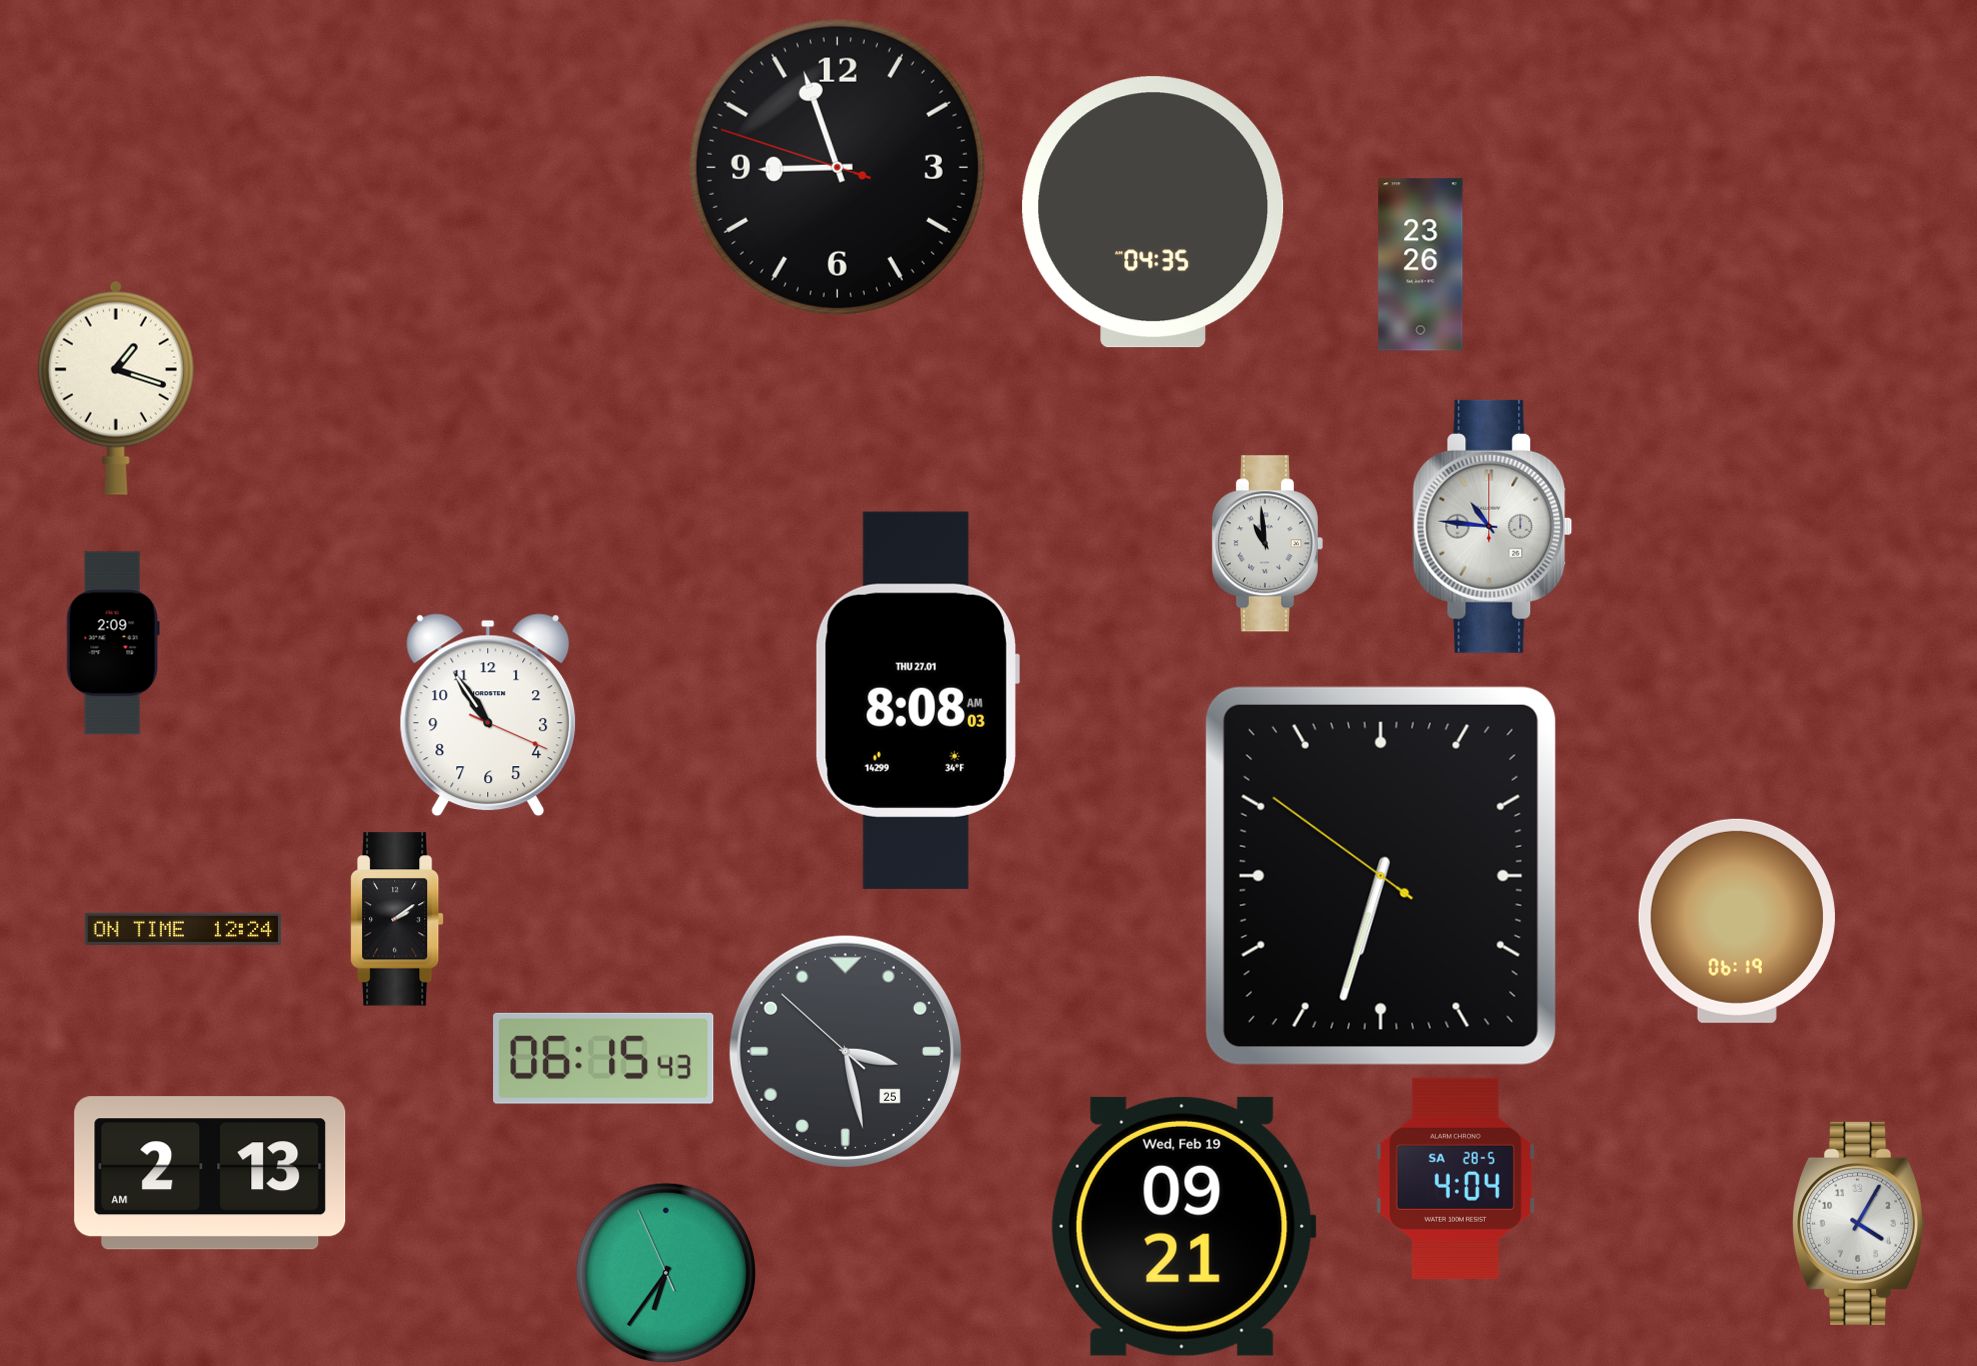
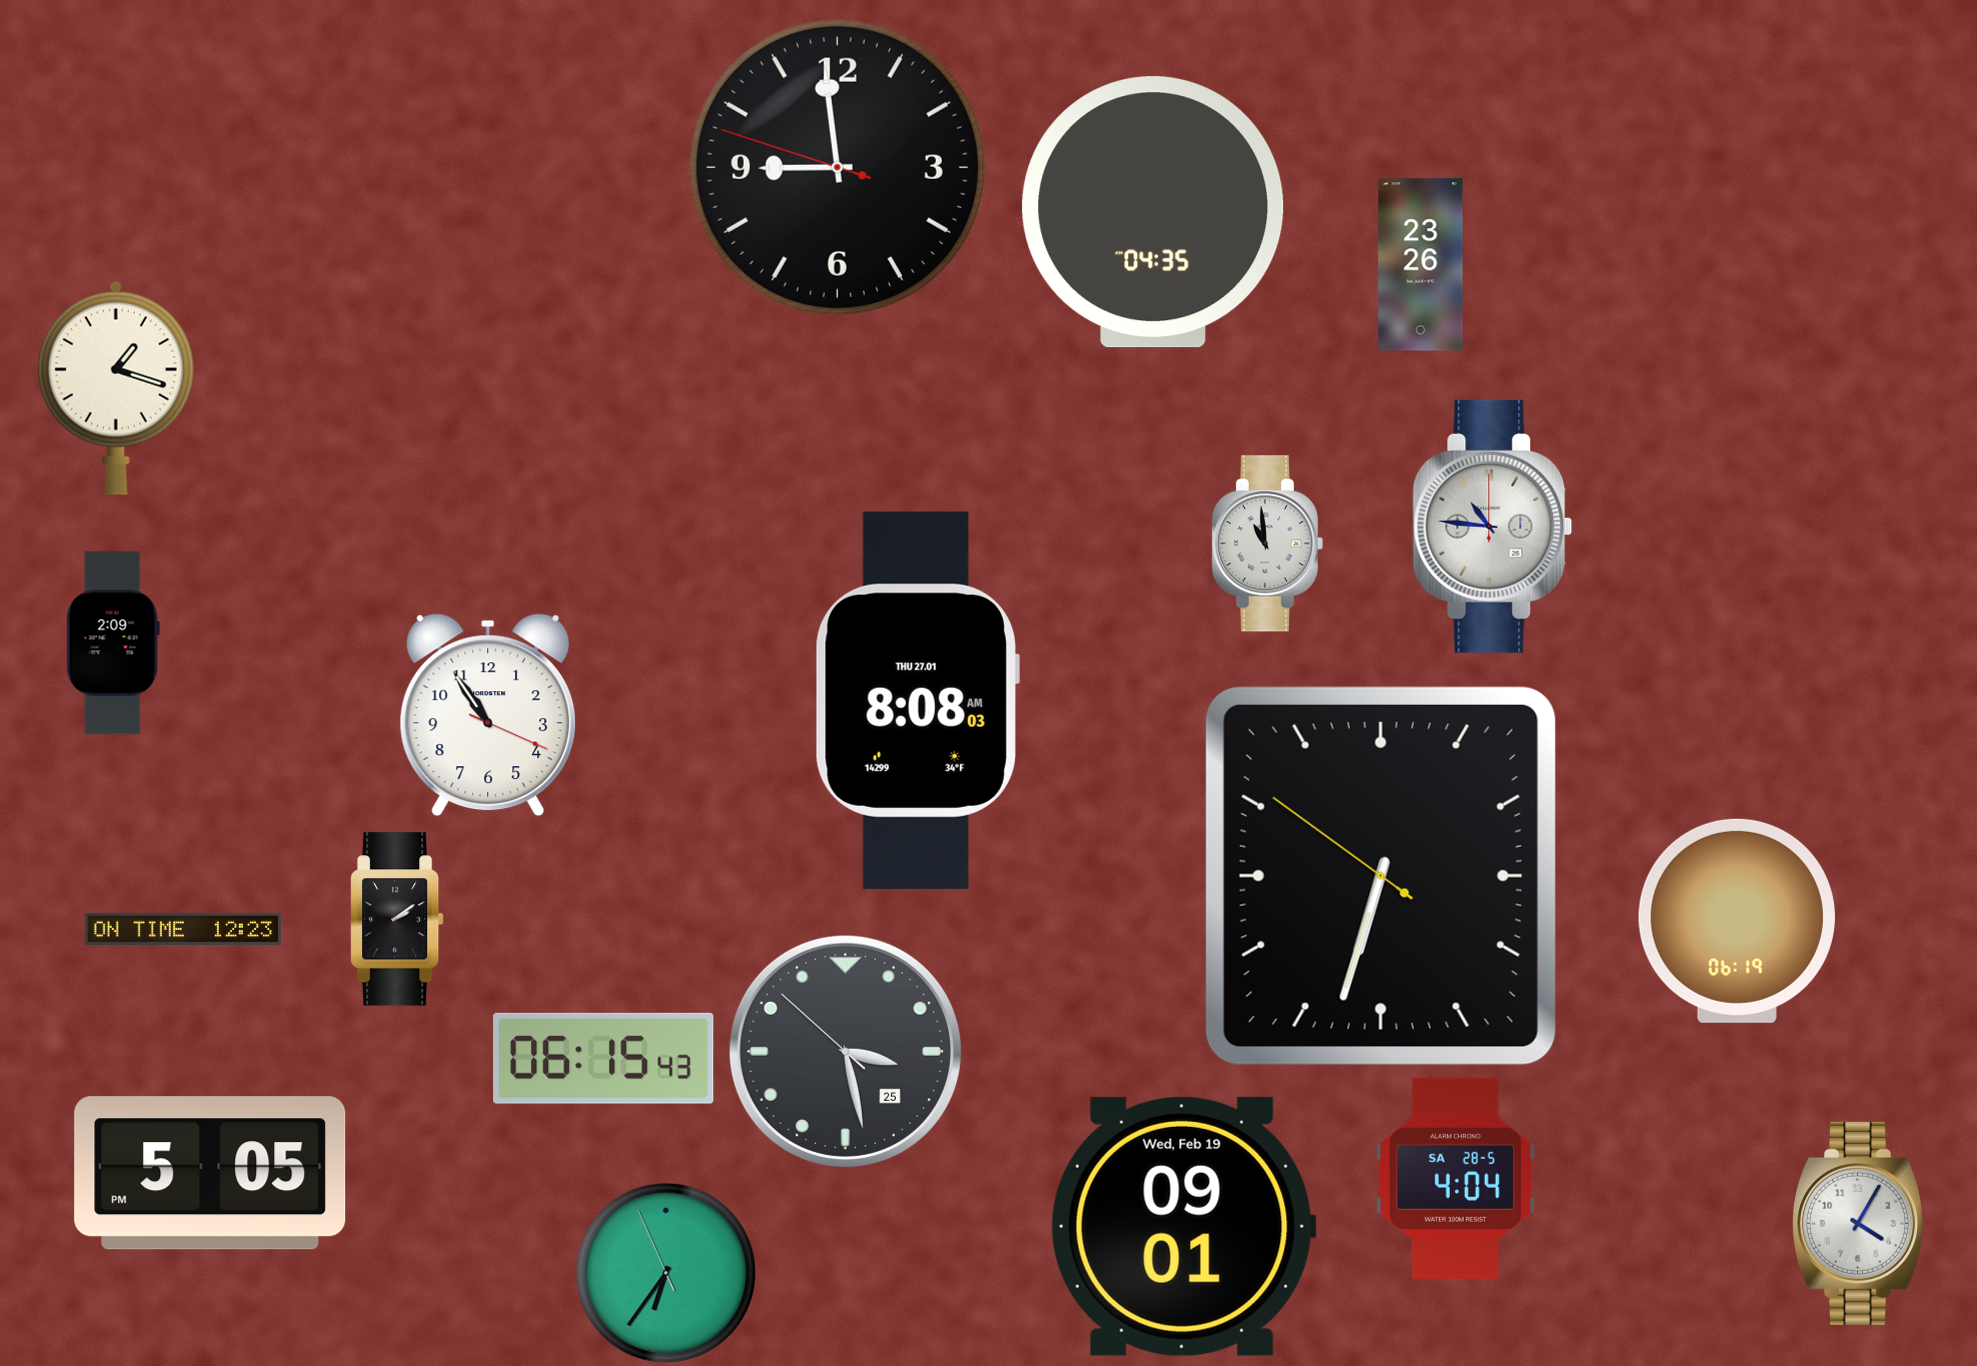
clock at (837, 167): 8:56 -> 8:58
clock at (183, 928): 12:24 -> 12:23
clock at (210, 1173): 2:13 -> 5:05
clock at (1183, 1226): 09:21 -> 09:01
